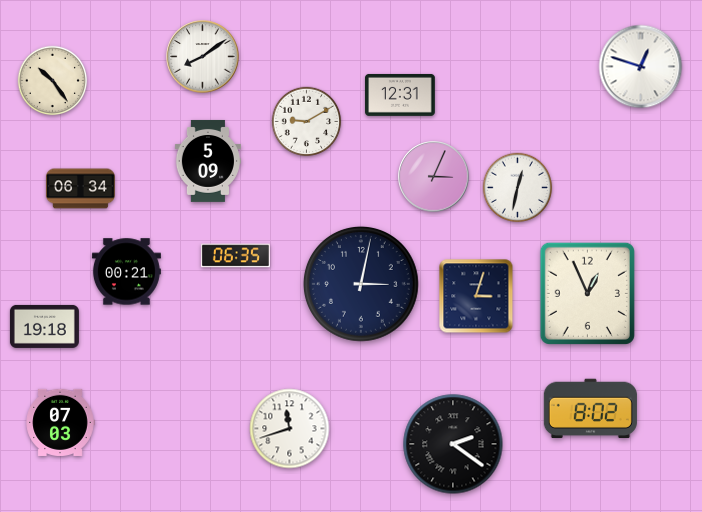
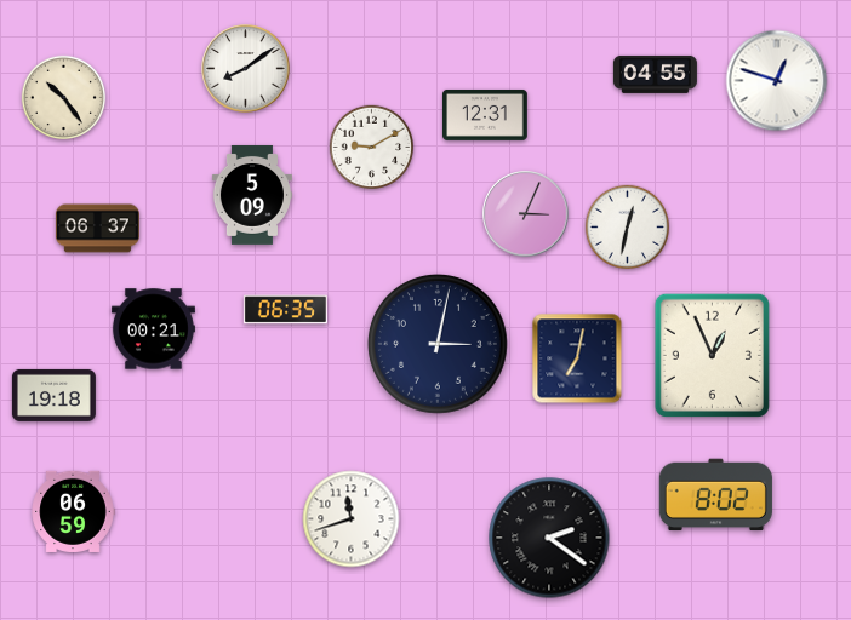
clock at (655, 74): none -> 04:55
clock at (80, 189): 06:34 -> 06:37
clock at (476, 296): 3:03 -> 7:02
clock at (60, 422): 07:03 -> 06:59
